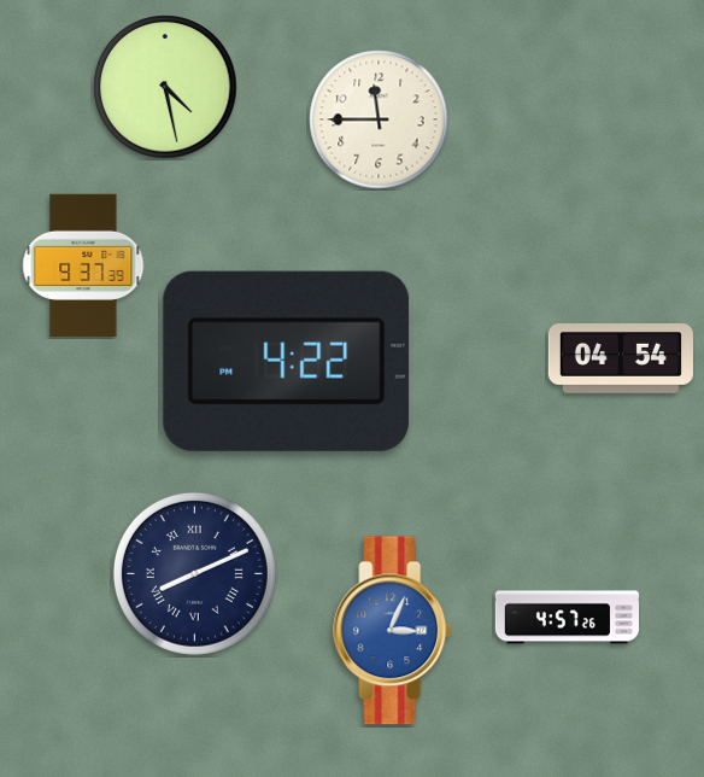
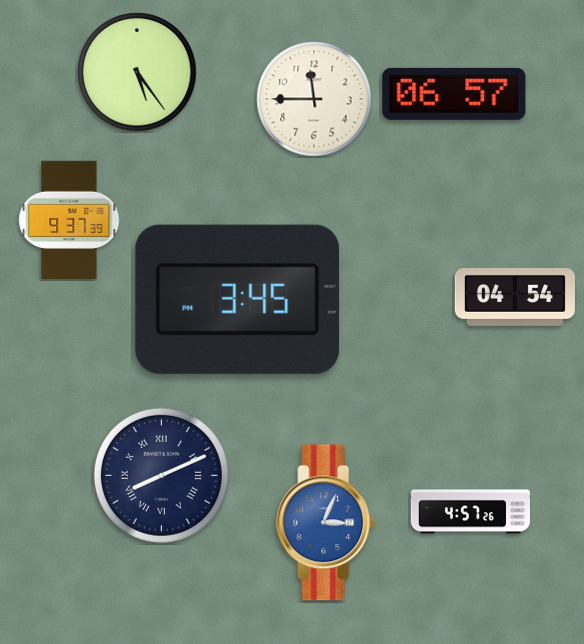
clock at (165, 87): 4:28 -> 5:24
clock at (454, 94): none -> 06:57
clock at (287, 361): 4:22 -> 3:45
